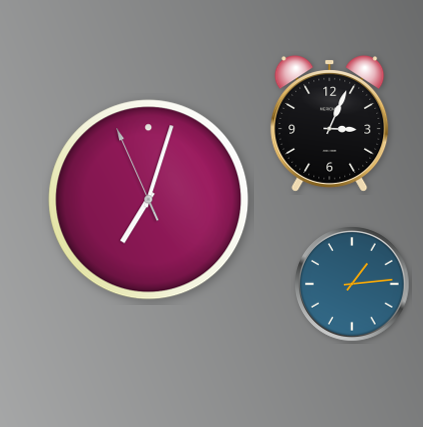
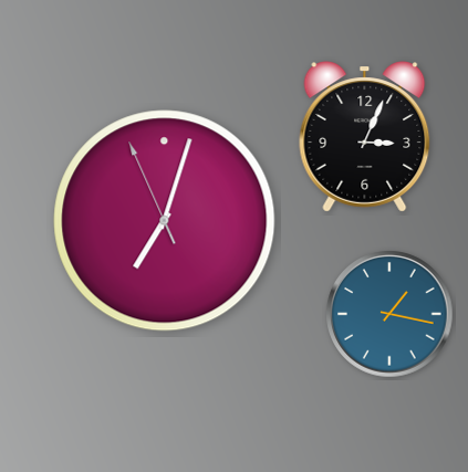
clock at (352, 284): 1:14 -> 1:17
